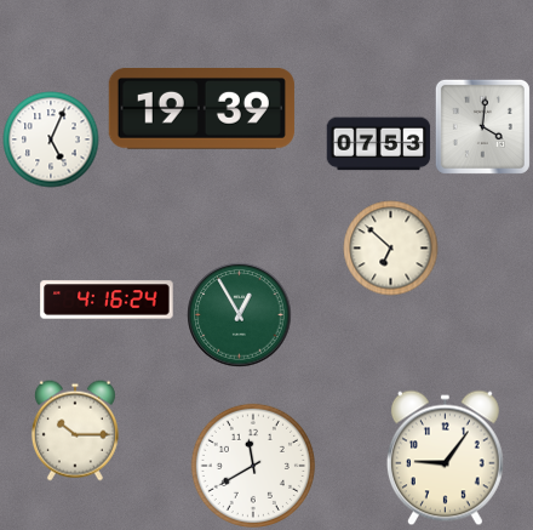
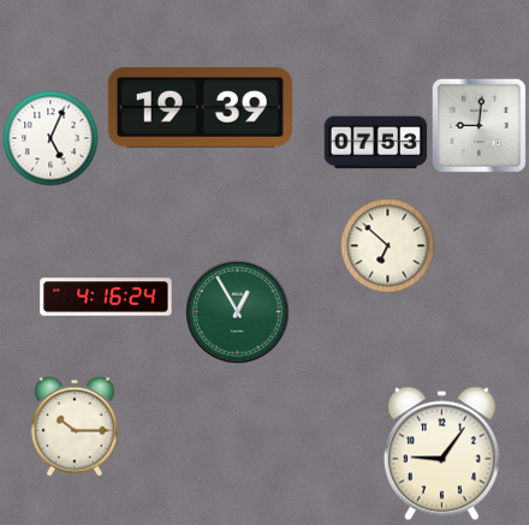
clock at (482, 126): 4:01 -> 9:01
clock at (253, 466): 11:40 -> none
